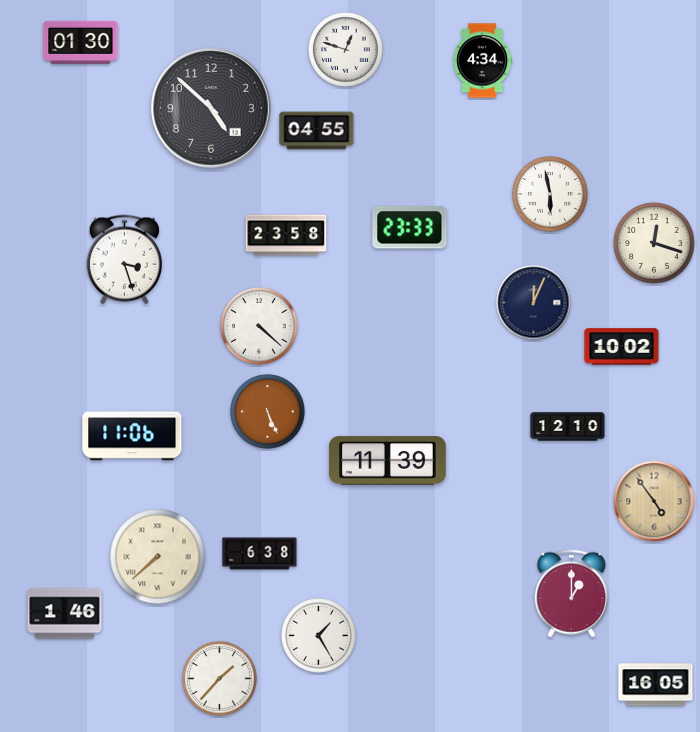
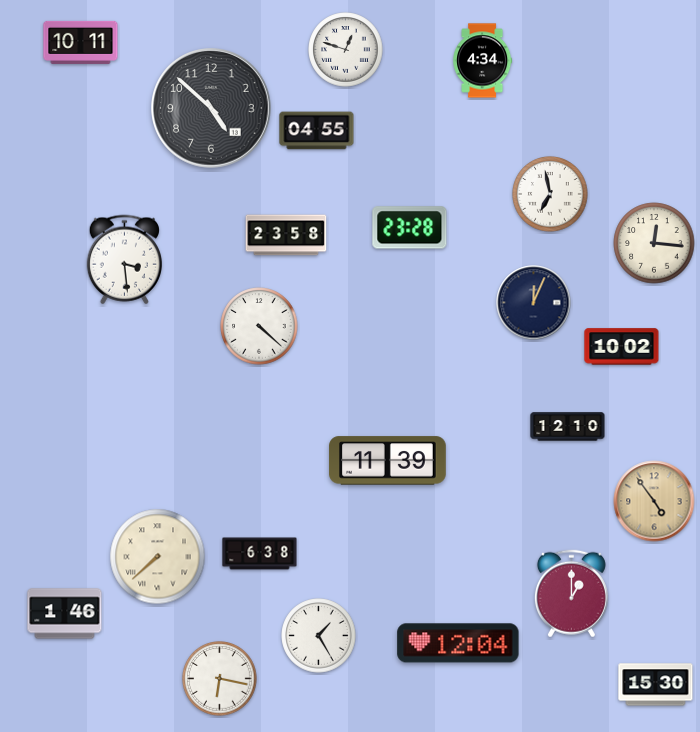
clock at (81, 42): 01:30 -> 10:11
clock at (550, 194): 5:58 -> 6:58
clock at (410, 228): 23:33 -> 23:28
clock at (654, 243): 12:18 -> 12:16
clock at (124, 260): 3:27 -> 3:29
clock at (268, 412): 5:26 -> none
clock at (132, 436): 11:06 -> none
clock at (458, 643): none -> 12:04
clock at (220, 679): 1:37 -> 6:17
clock at (656, 685): 16:05 -> 15:30
